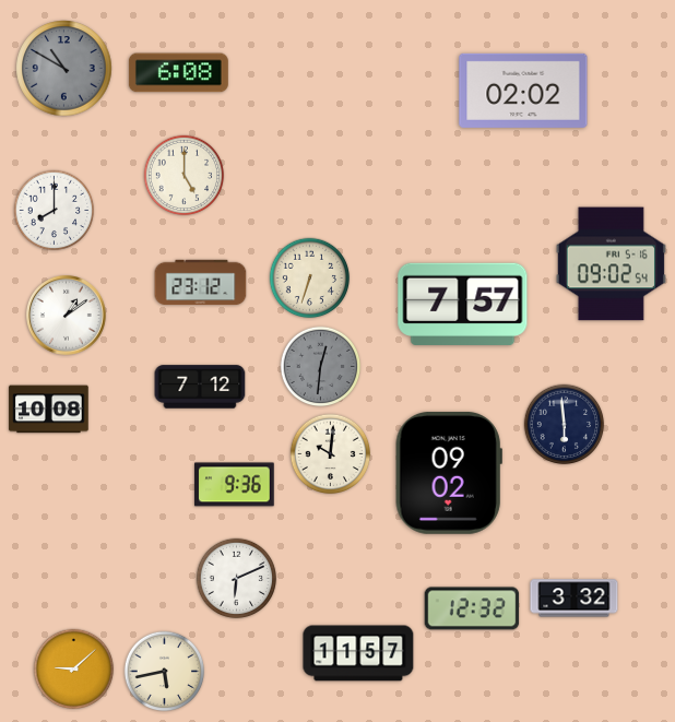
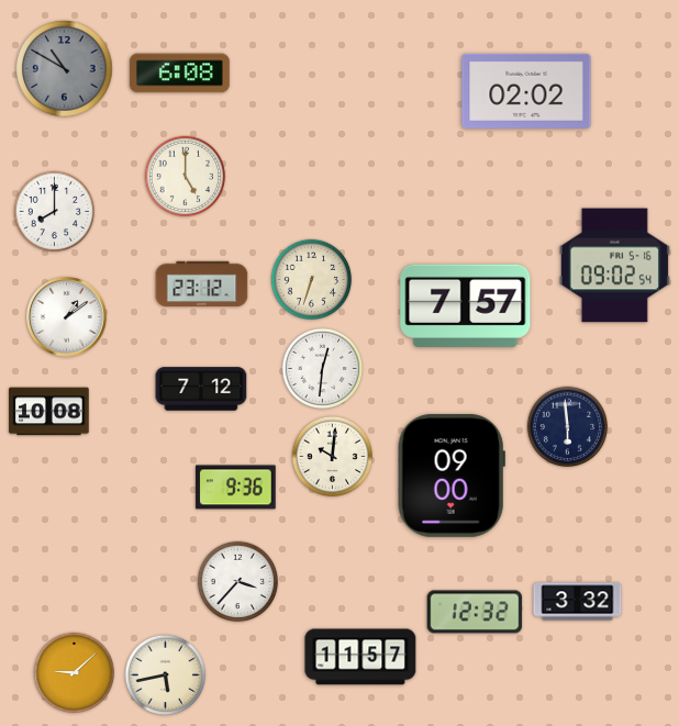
clock at (321, 367) dial: grey -> white
clock at (449, 473): 09:02 -> 09:00
clock at (237, 579): 6:11 -> 3:37
